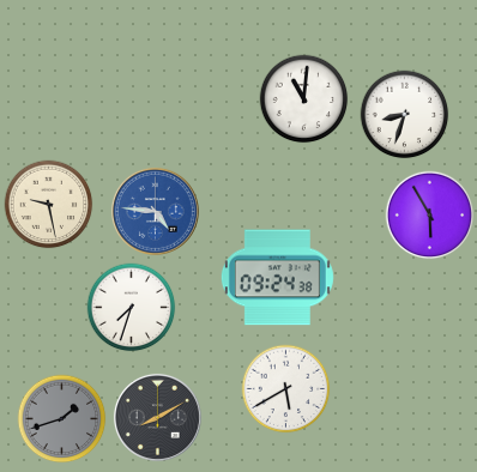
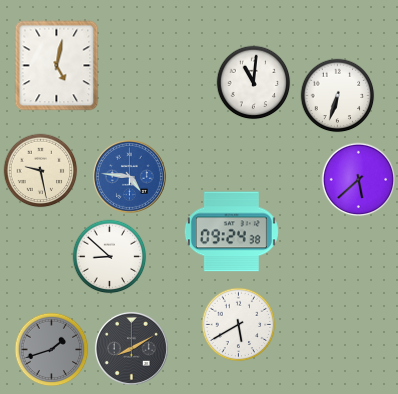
clock at (57, 66): none -> 5:02
clock at (405, 115): 8:33 -> 6:33
clock at (430, 216): 5:55 -> 5:38
clock at (132, 308): 7:33 -> 8:52
